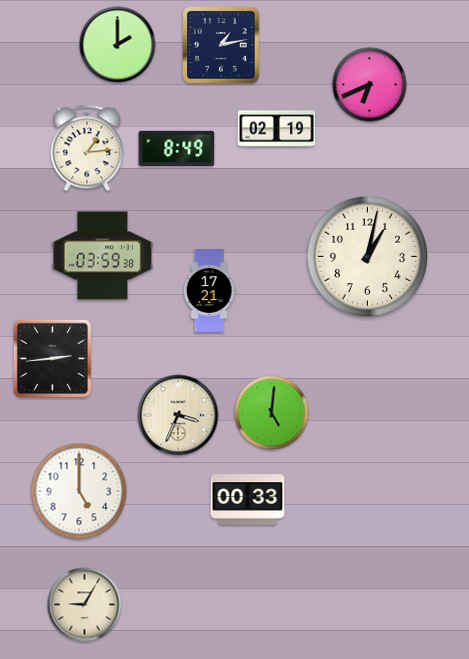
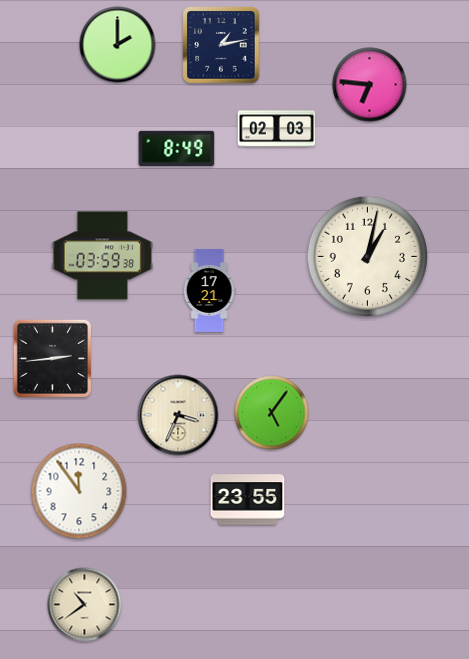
clock at (370, 85): 6:41 -> 6:46
clock at (277, 129): 02:19 -> 02:03
clock at (87, 148): 1:14 -> none
clock at (272, 413): 5:01 -> 5:06
clock at (79, 491): 5:00 -> 11:54
clock at (248, 500): 00:33 -> 23:55
clock at (85, 605): 9:05 -> 10:39
